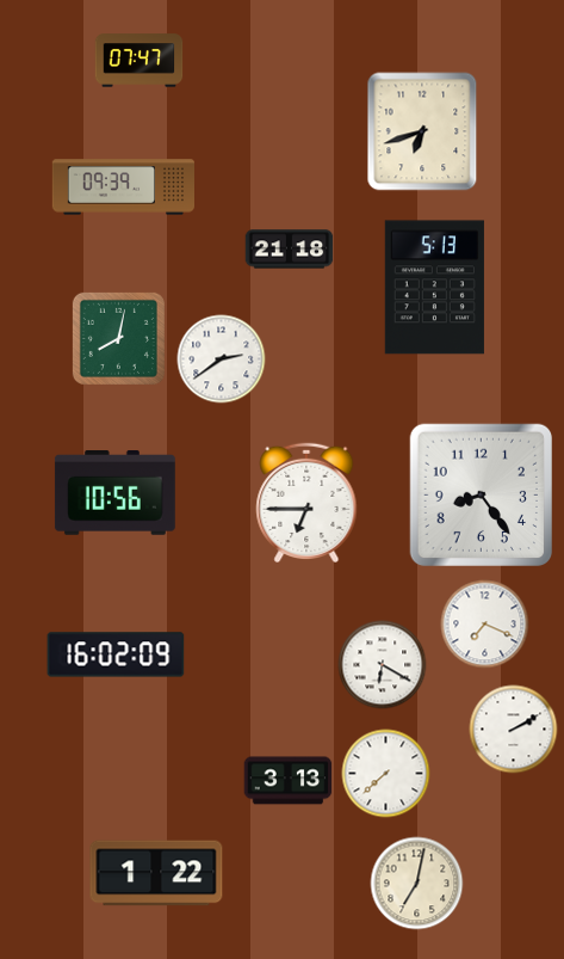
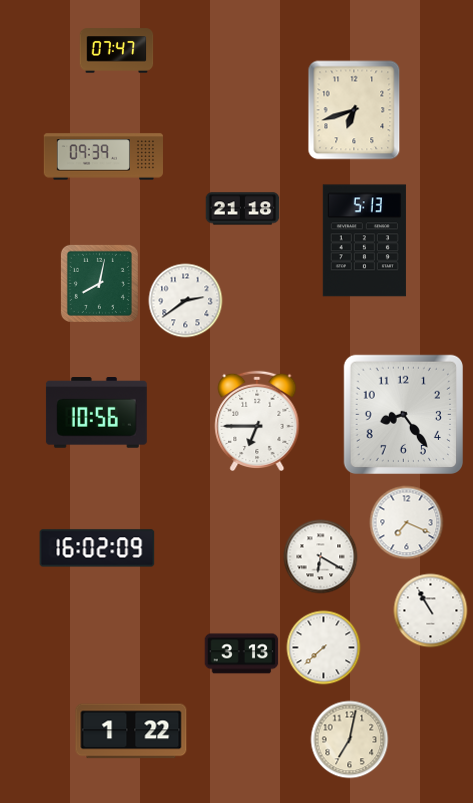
clock at (514, 730): 2:10 -> 10:55
